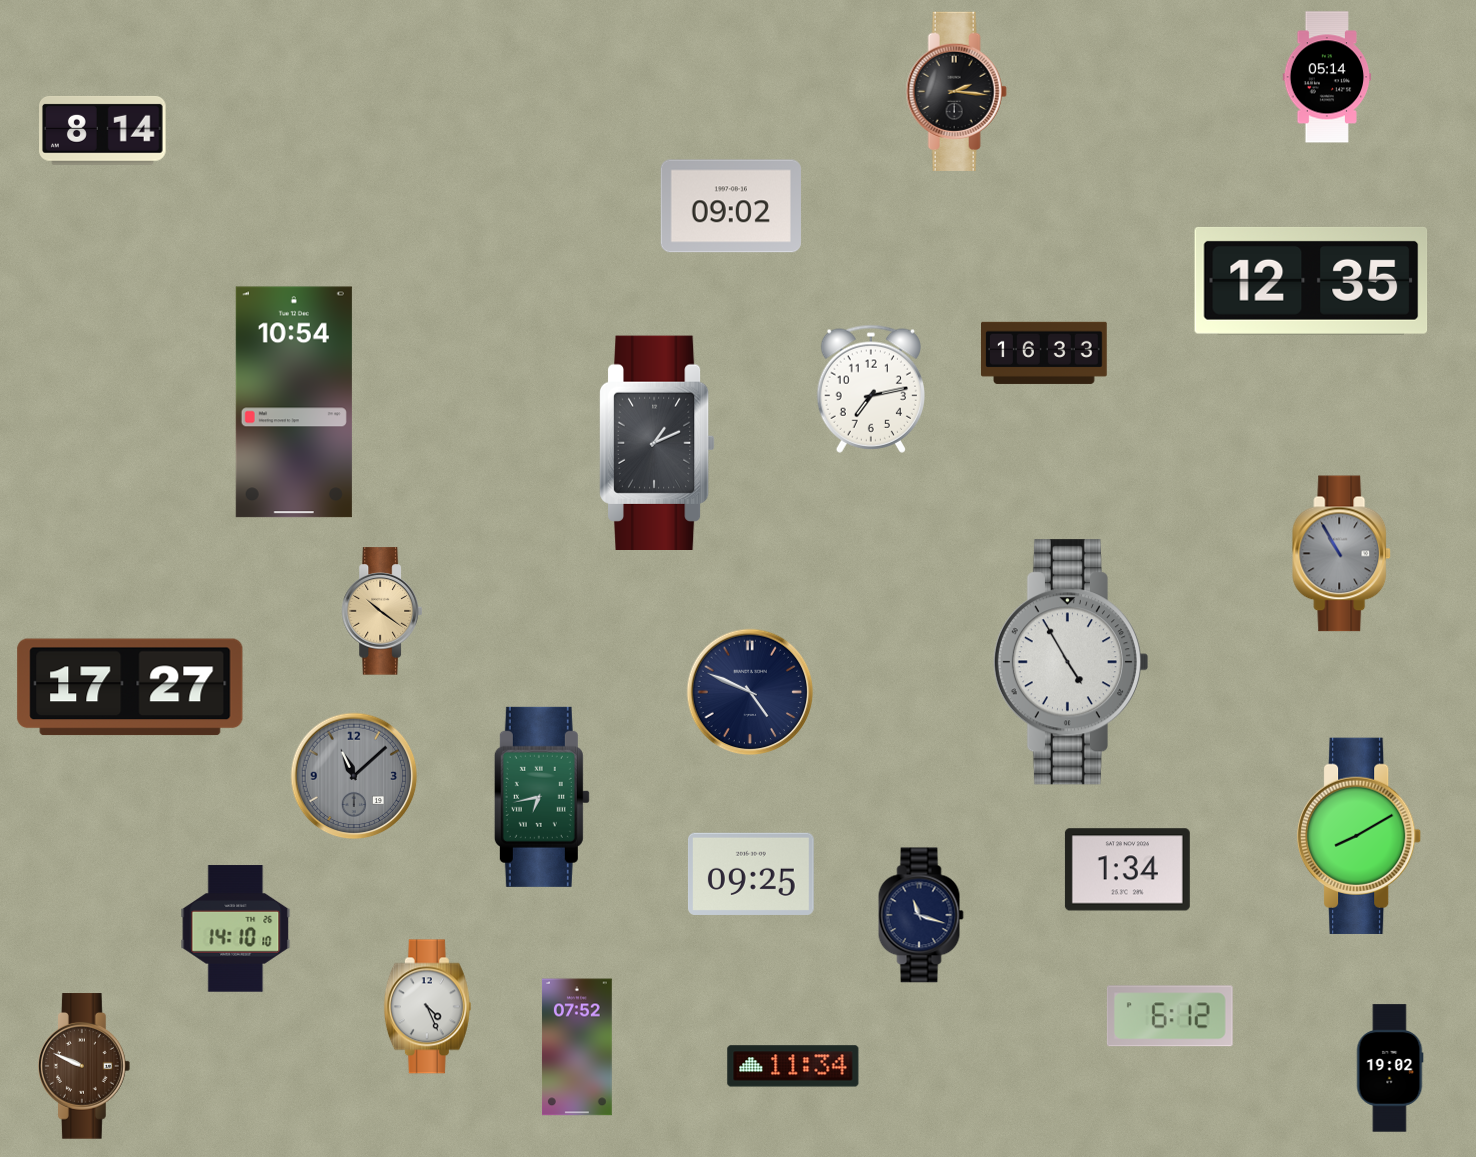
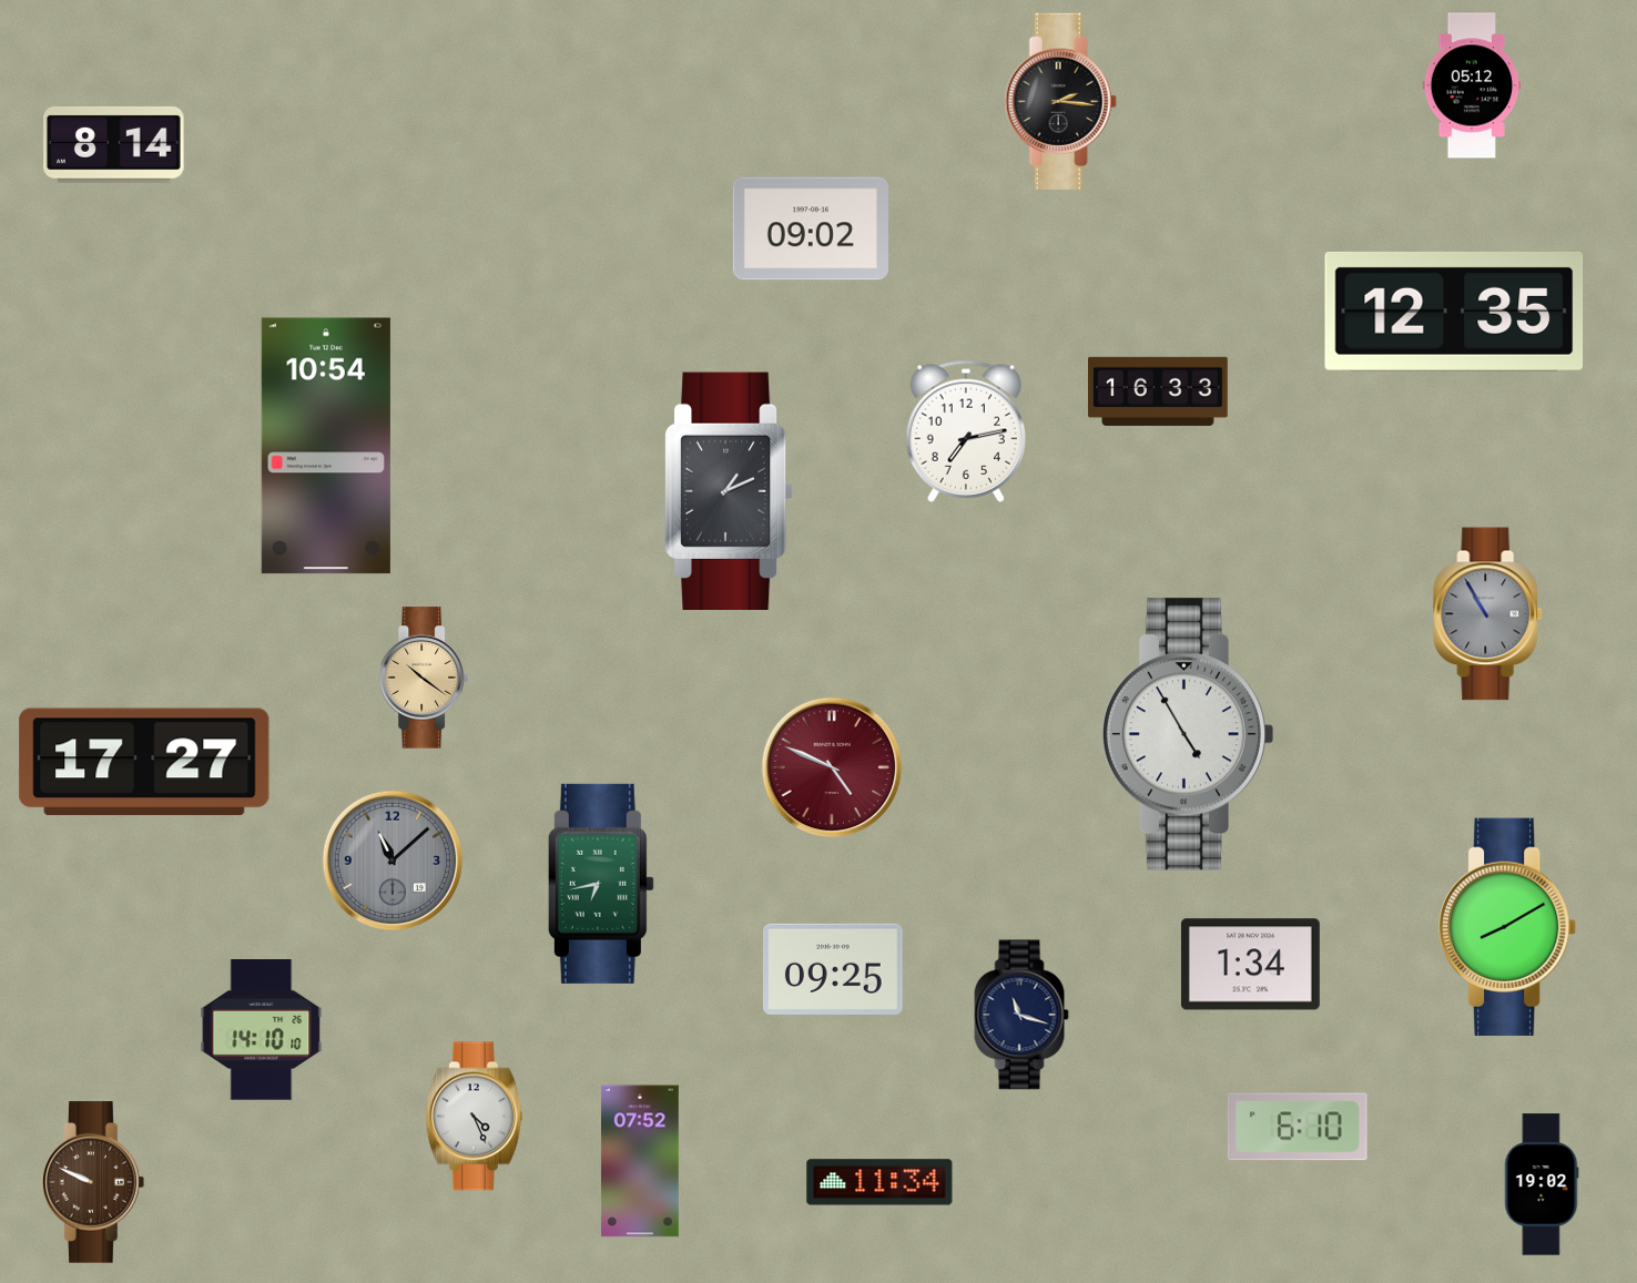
clock at (1327, 77): 05:14 -> 05:12
clock at (750, 692) dial: navy -> burgundy
clock at (1170, 1016): 6:12 -> 6:10
